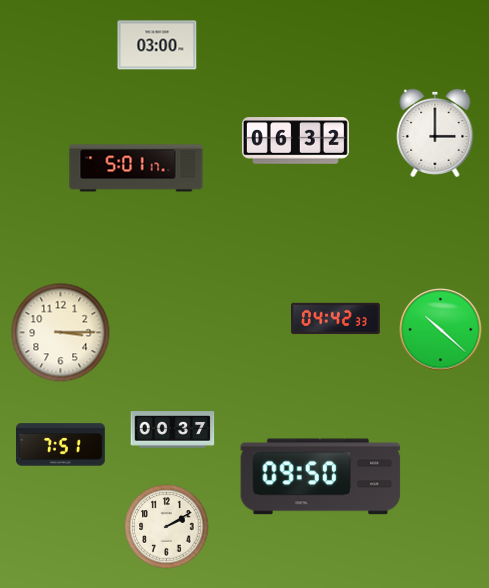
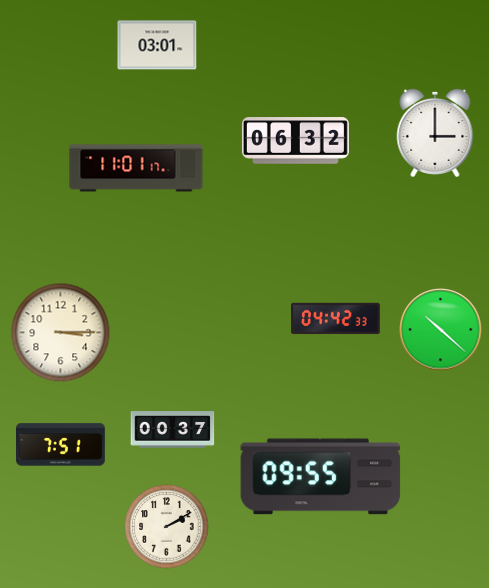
clock at (157, 45): 03:00 -> 03:01
clock at (136, 168): 5:01 -> 11:01
clock at (321, 477): 09:50 -> 09:55
